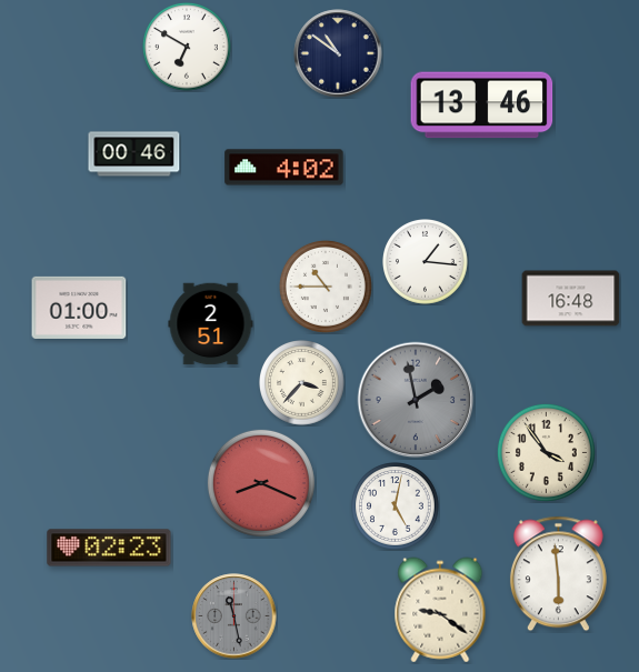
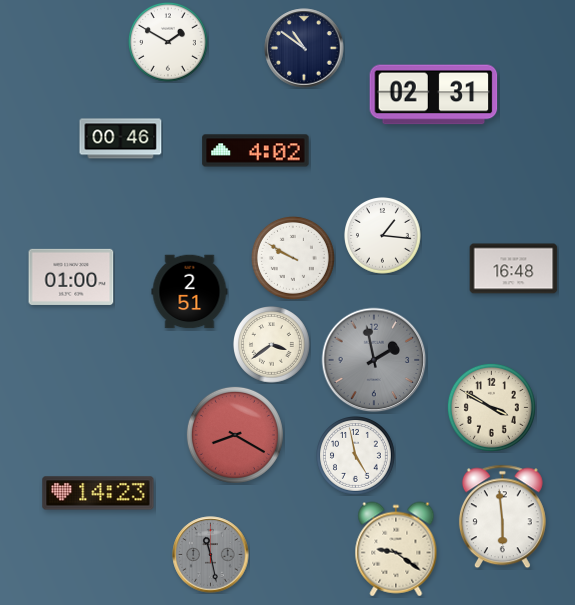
clock at (188, 48): 6:50 -> 1:50
clock at (482, 106): 13:46 -> 02:31
clock at (326, 287): 10:45 -> 9:50
clock at (302, 383): 3:37 -> 3:39
clock at (546, 452): 3:54 -> 3:50
clock at (261, 483): 8:19 -> 8:20
clock at (396, 506): 5:02 -> 4:58
clock at (109, 548): 02:23 -> 14:23
